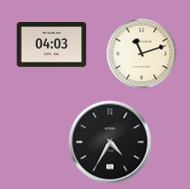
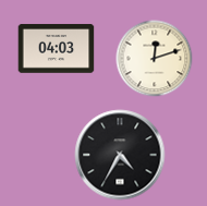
clock at (142, 54): 11:12 -> 12:12
